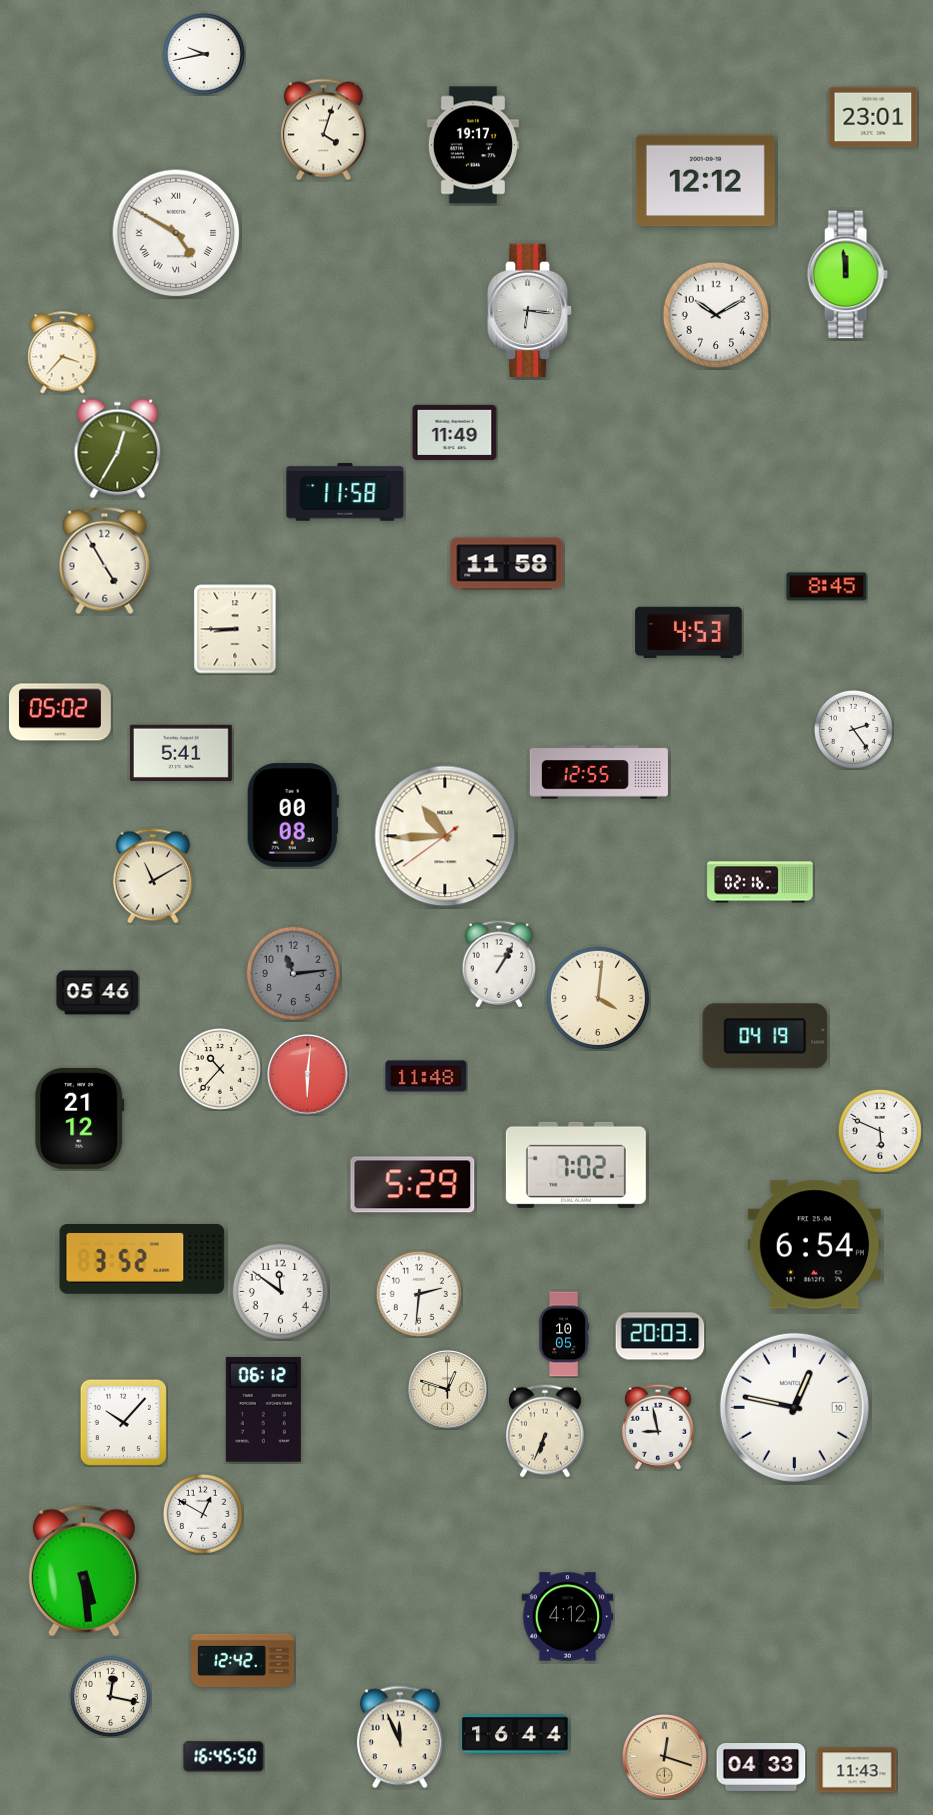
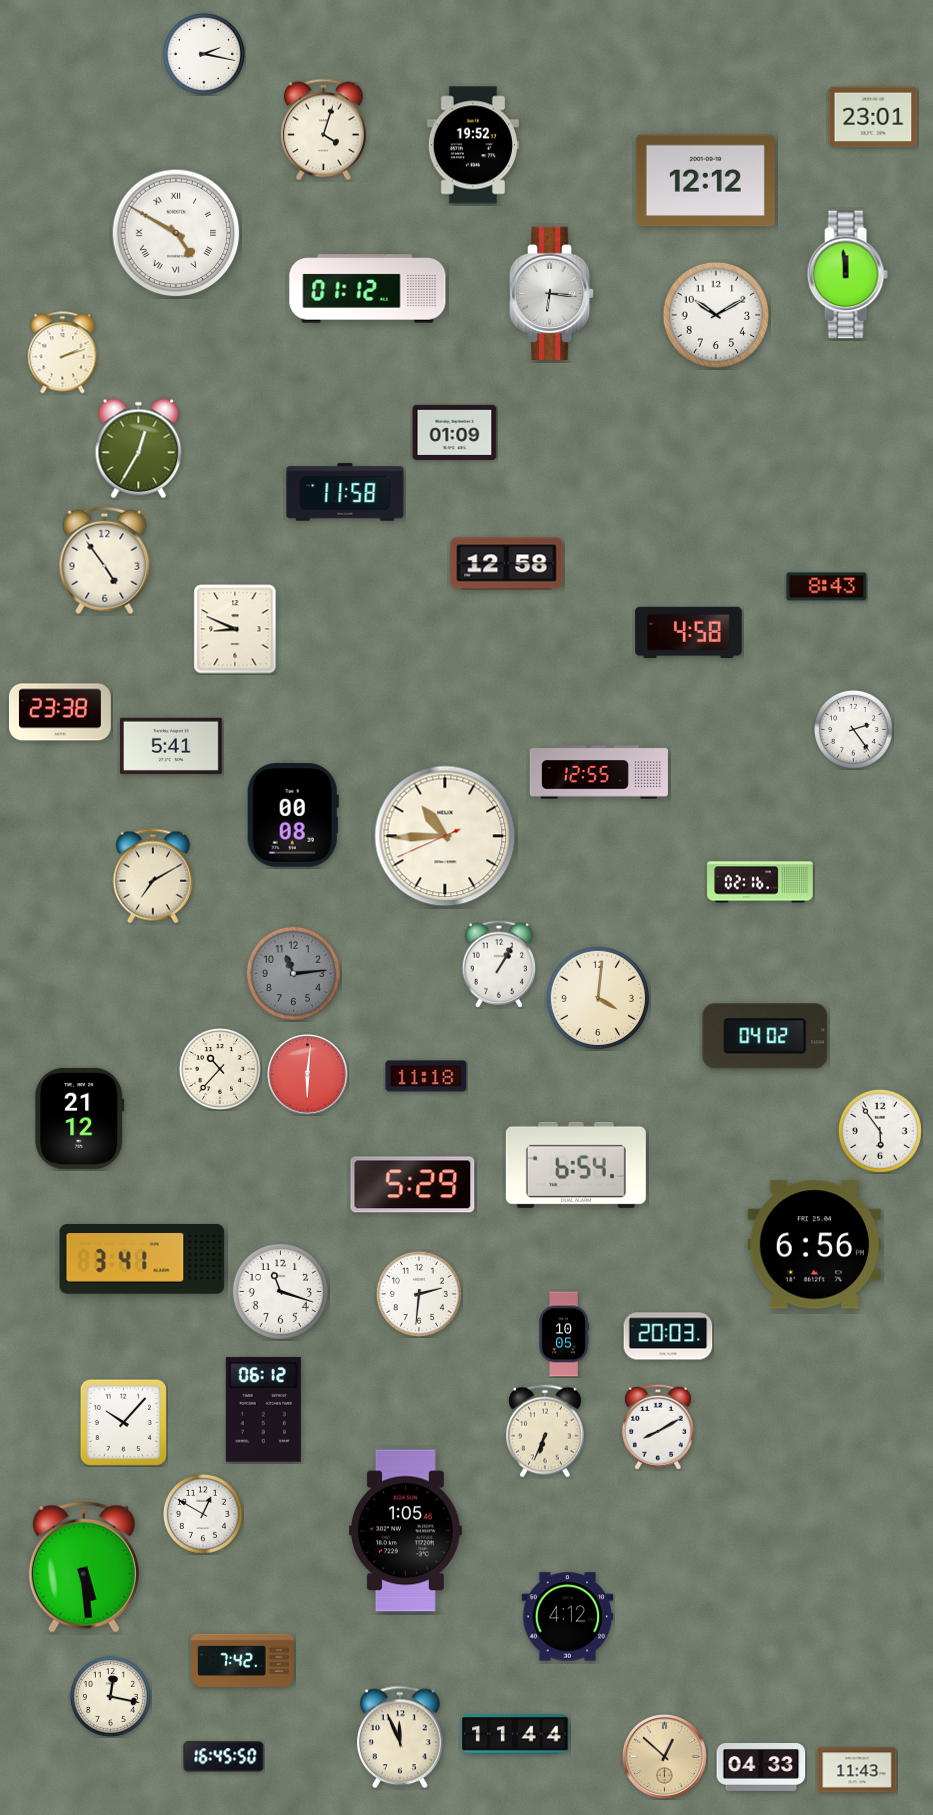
clock at (204, 54): 9:43 -> 2:17
clock at (473, 145): 19:17 -> 19:52
clock at (368, 289): none -> 01:12
clock at (530, 310) position: (530, 310) -> (552, 293)
clock at (63, 353): 3:37 -> 2:12
clock at (455, 432): 11:49 -> 01:09
clock at (118, 449) position: (118, 449) -> (139, 449)
clock at (105, 561): 4:55 -> 4:54
clock at (507, 564): 11:58 -> 12:58
clock at (827, 587): 8:45 -> 8:43
clock at (235, 629): 8:45 -> 8:49
clock at (689, 632): 4:53 -> 4:58
clock at (60, 712): 05:02 -> 23:38
clock at (181, 752) position: (181, 752) -> (171, 745)
clock at (445, 836): 10:44:39 -> 10:44:41
clock at (153, 876): 11:10 -> 7:10
clock at (98, 993): 05:46 -> none
clock at (765, 1036): 04:19 -> 04:02
clock at (426, 1076): 11:48 -> 11:18
clock at (880, 1131): 5:49 -> 5:54
clock at (576, 1165): 7:02 -> 6:54
clock at (814, 1245): 6:54 -> 6:56
clock at (142, 1259): 3:52 -> 3:41
clock at (280, 1291): 11:51 -> 11:18
clock at (660, 1336) position: (660, 1336) -> (668, 1336)
clock at (448, 1390): 12:48 -> none
clock at (794, 1407): 12:47 -> none
clock at (658, 1427): 8:58 -> 8:10
clock at (405, 1531): none -> 1:05
clock at (84, 1571) position: (84, 1571) -> (84, 1567)
clock at (243, 1660): 12:42 -> 7:42
clock at (515, 1734): 16:44 -> 11:44
clock at (664, 1756): 12:18 -> 12:52
